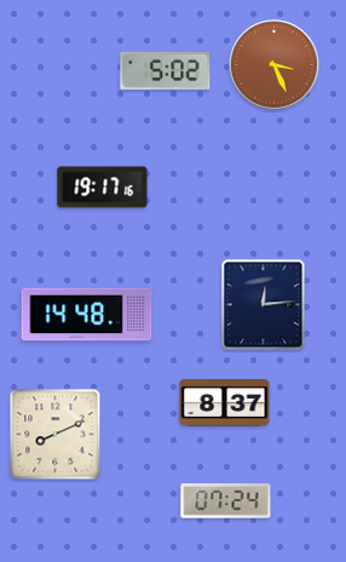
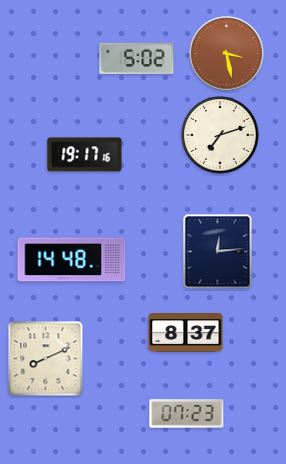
clock at (275, 65): 3:26 -> 3:28
clock at (220, 135): none -> 7:12
clock at (226, 501): 07:24 -> 07:23
